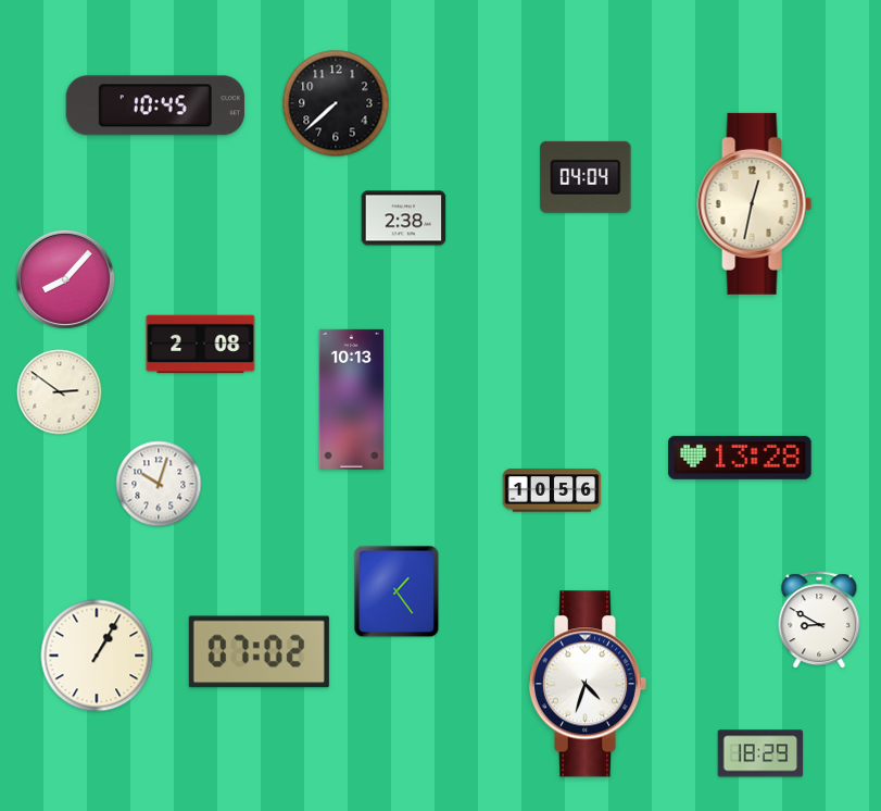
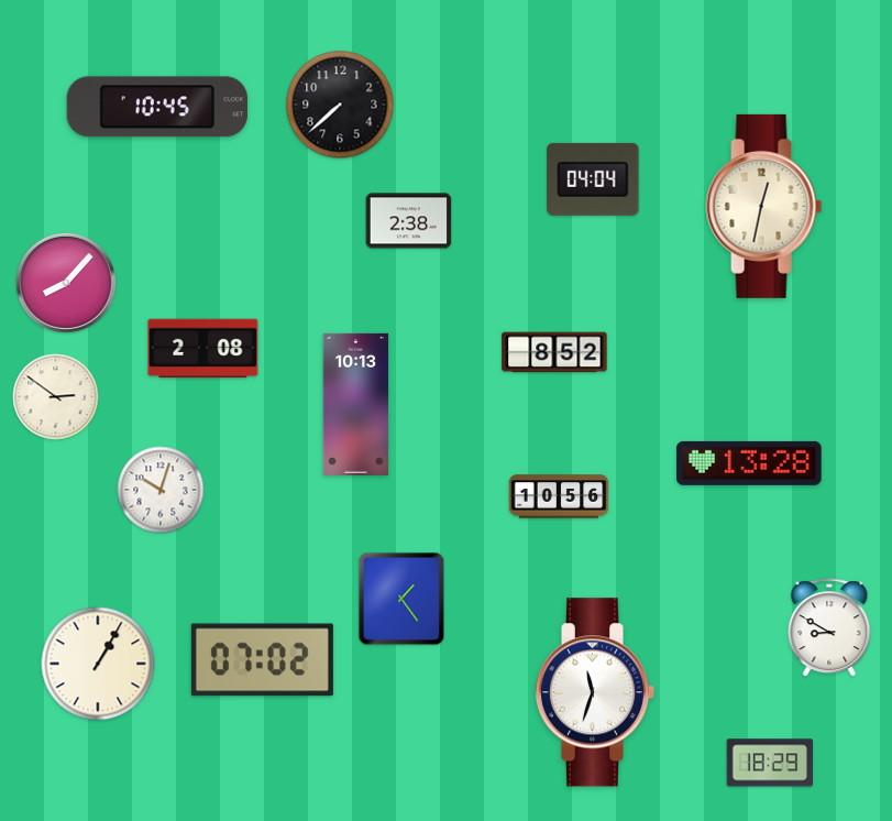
clock at (554, 352): none -> 8:52
clock at (60, 392) position: (60, 392) -> (56, 397)
clock at (588, 684): 4:33 -> 11:33
